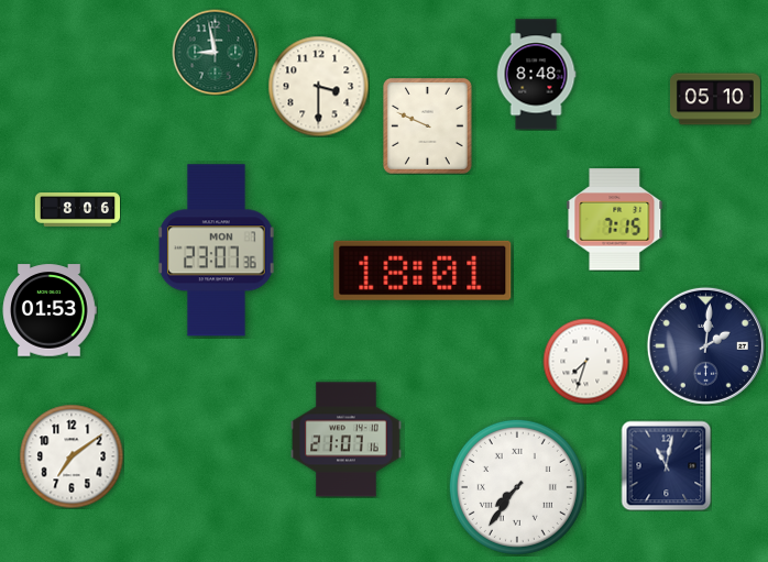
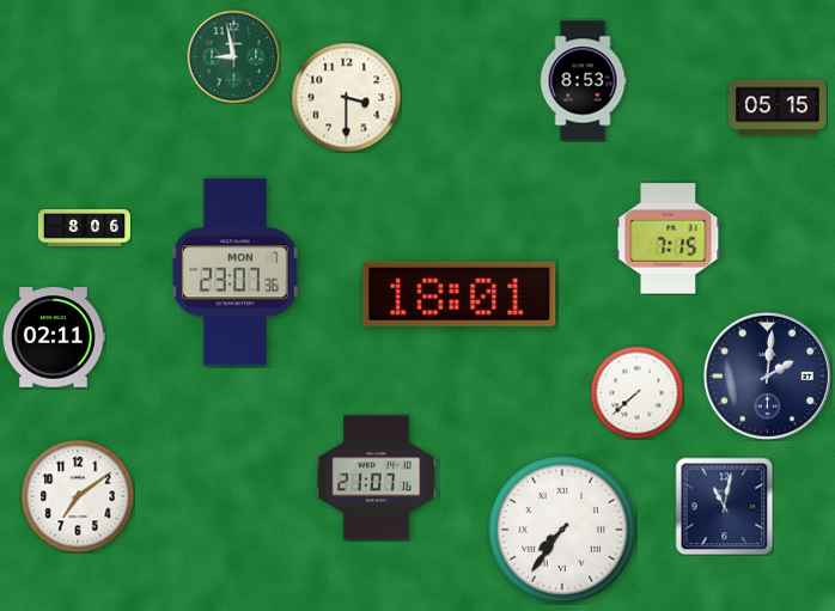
clock at (536, 75): 8:48 -> 8:53
clock at (318, 86) position: (318, 86) -> (346, 97)
clock at (715, 99): 05:10 -> 05:15
clock at (428, 126): 9:49 -> none
clock at (50, 310): 01:53 -> 02:11
clock at (585, 361): 7:33 -> 7:38
